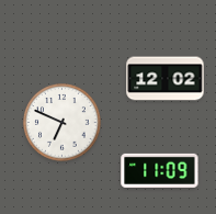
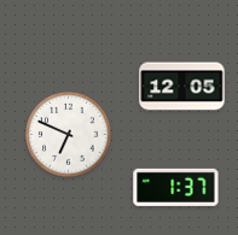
clock at (166, 79): 12:02 -> 12:05
clock at (160, 170): 11:09 -> 1:37
